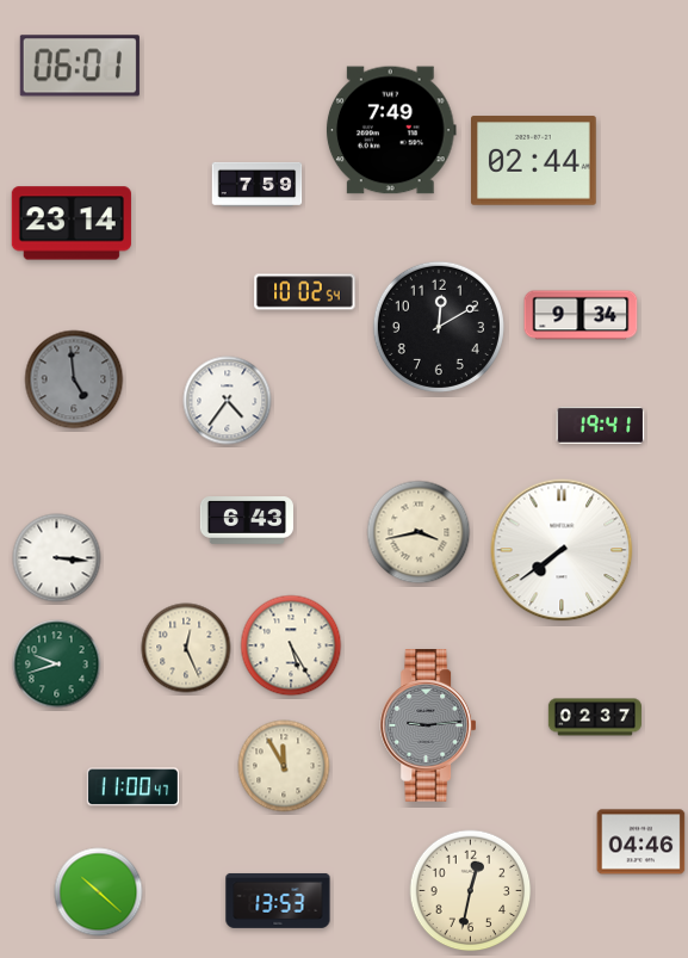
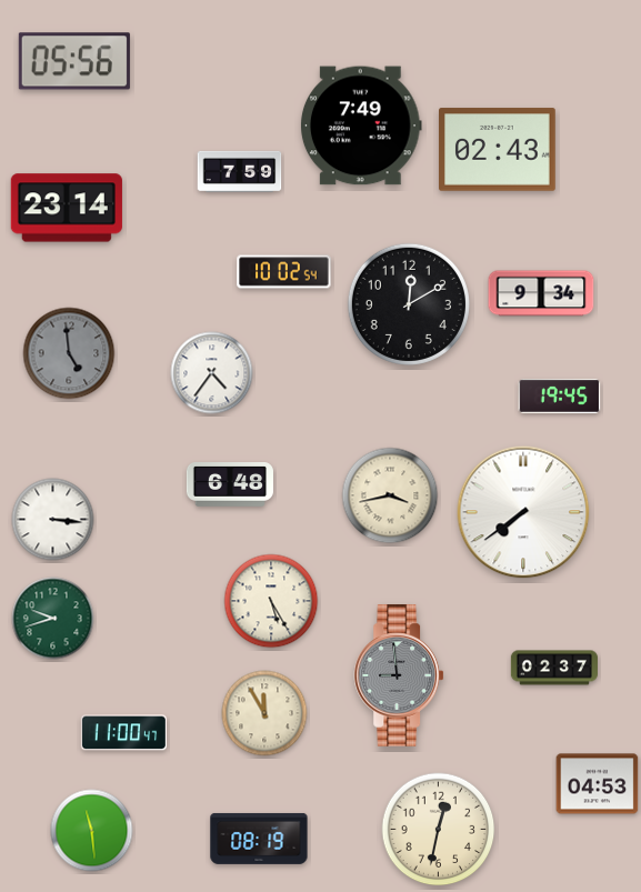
clock at (80, 66): 06:01 -> 05:56
clock at (391, 130) position: (391, 130) -> (361, 126)
clock at (534, 161): 02:44 -> 02:43
clock at (601, 425): 19:41 -> 19:45
clock at (247, 521): 6:43 -> 6:48
clock at (186, 648): 12:26 -> none
clock at (428, 725): 9:14 -> 8:59
clock at (641, 842): 04:46 -> 04:53
clock at (99, 892): 10:22 -> 11:29
clock at (278, 901): 13:53 -> 08:19
